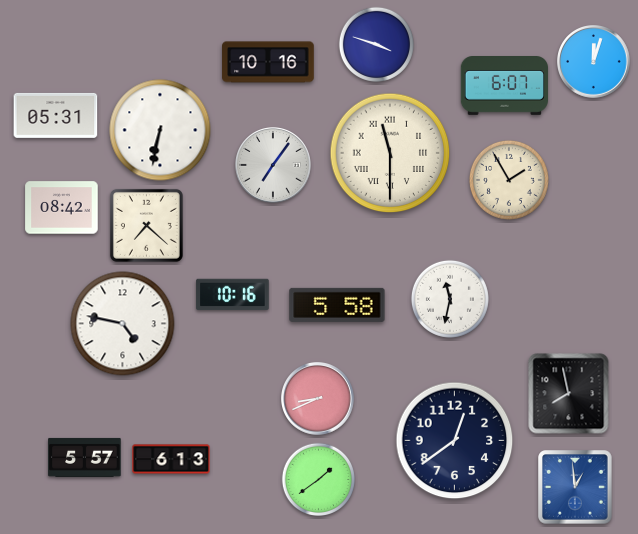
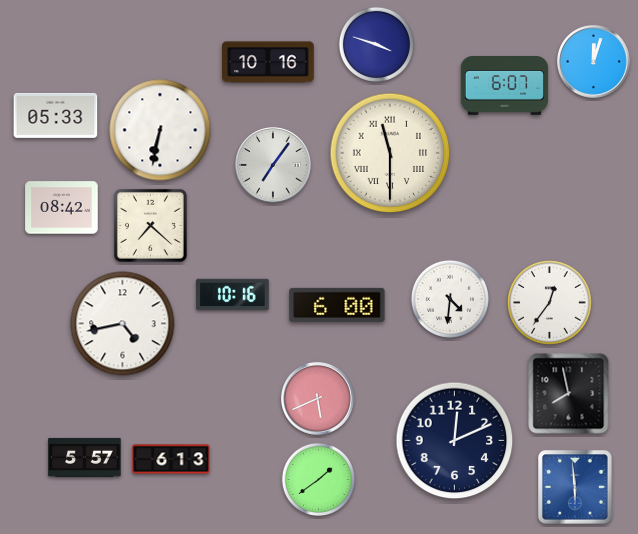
clock at (56, 115): 05:31 -> 05:33
clock at (509, 180): 1:55 -> none
clock at (146, 225) position: (146, 225) -> (150, 225)
clock at (450, 299): 11:32 -> 4:31
clock at (550, 303): none -> 12:36
clock at (337, 305): 5:58 -> 6:00
clock at (123, 324): 4:47 -> 4:43
clock at (318, 399): 8:41 -> 5:41
clock at (455, 441): 12:39 -> 12:11
clock at (575, 487): 12:59 -> 5:59
